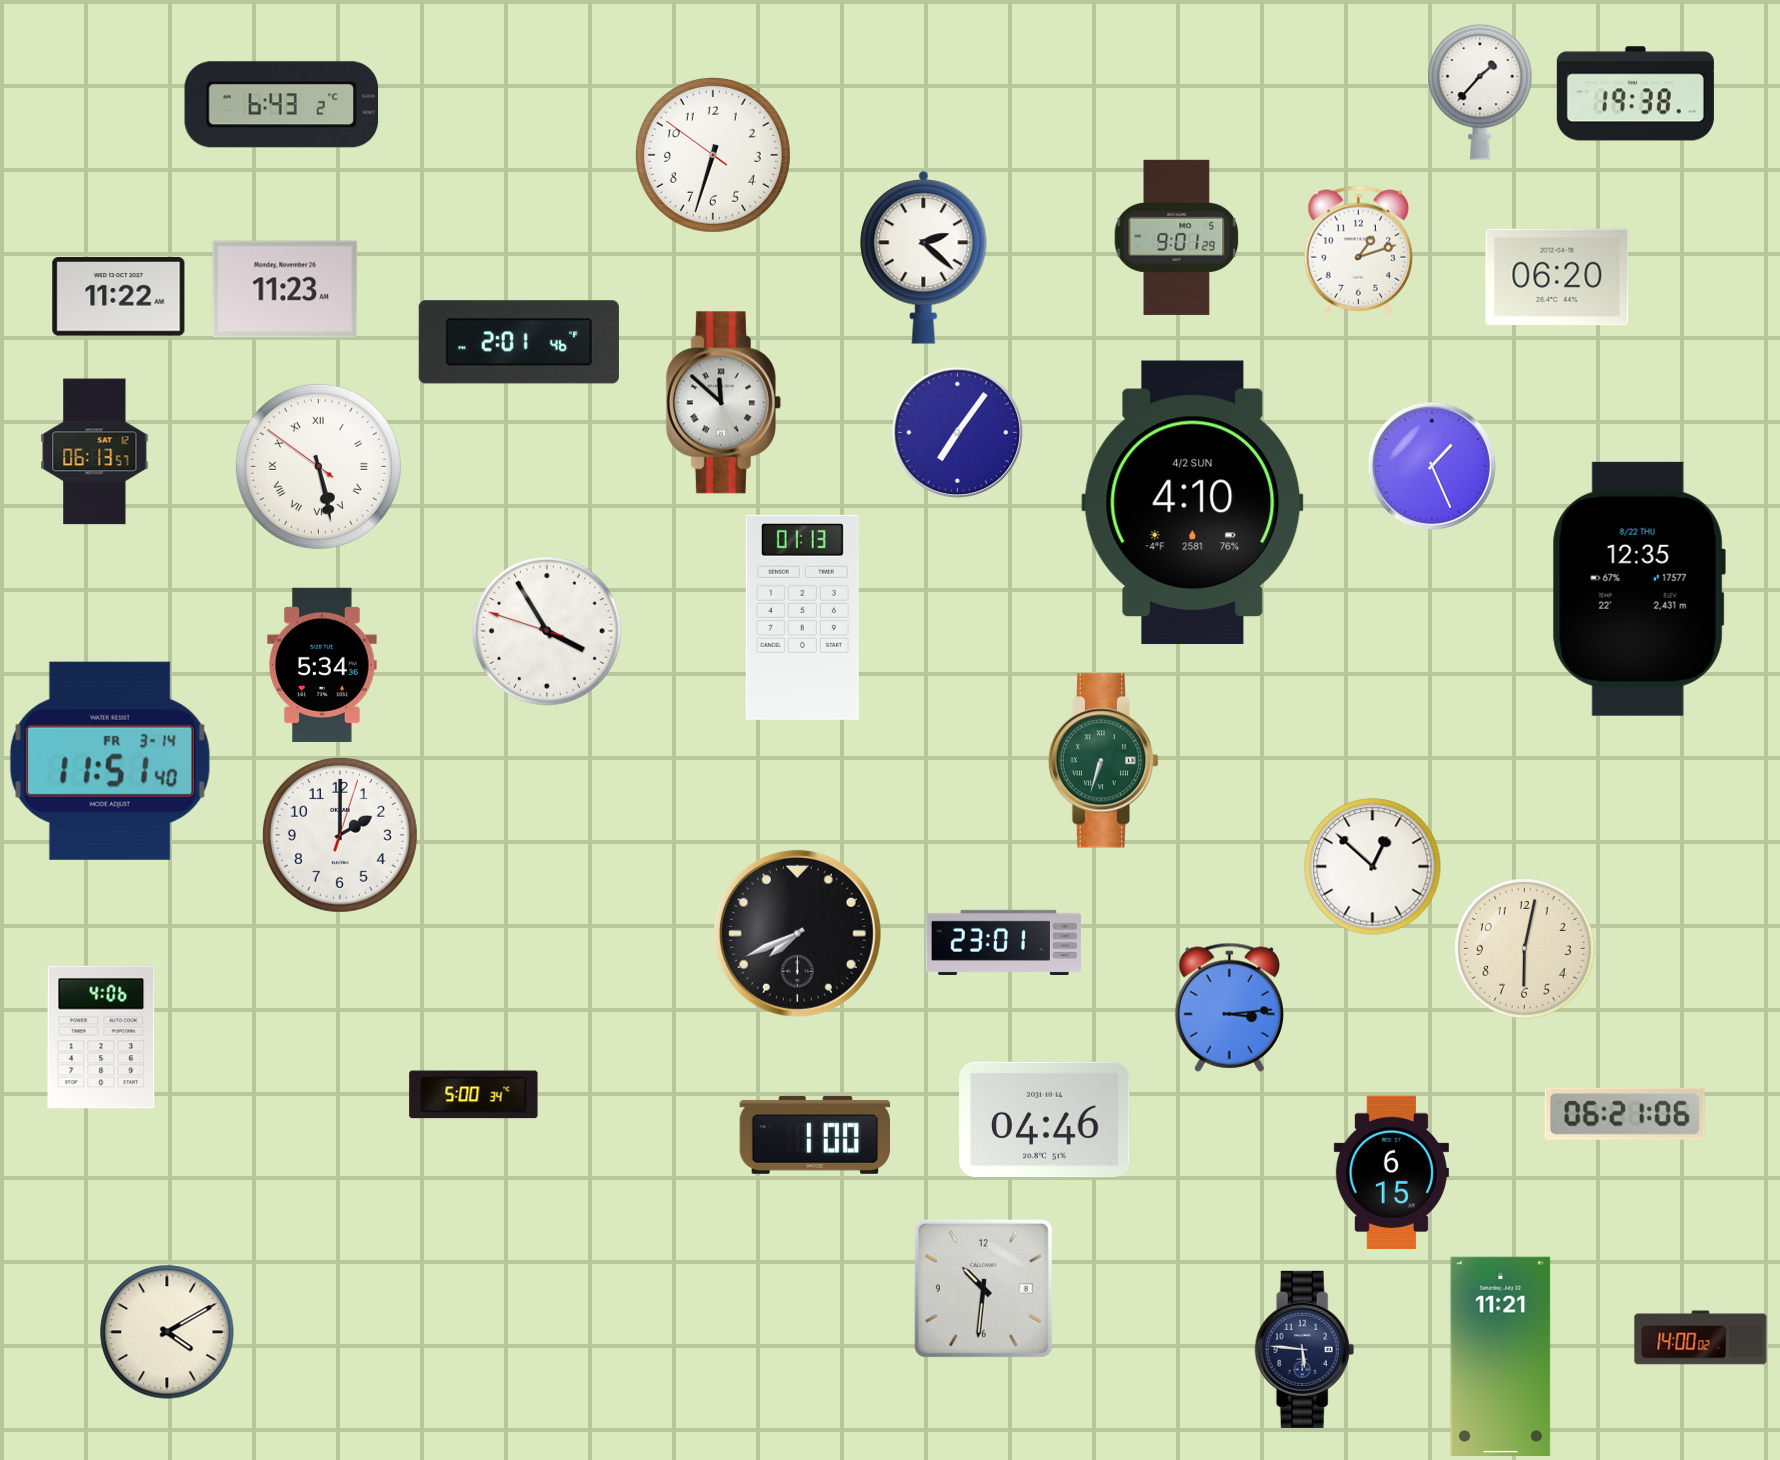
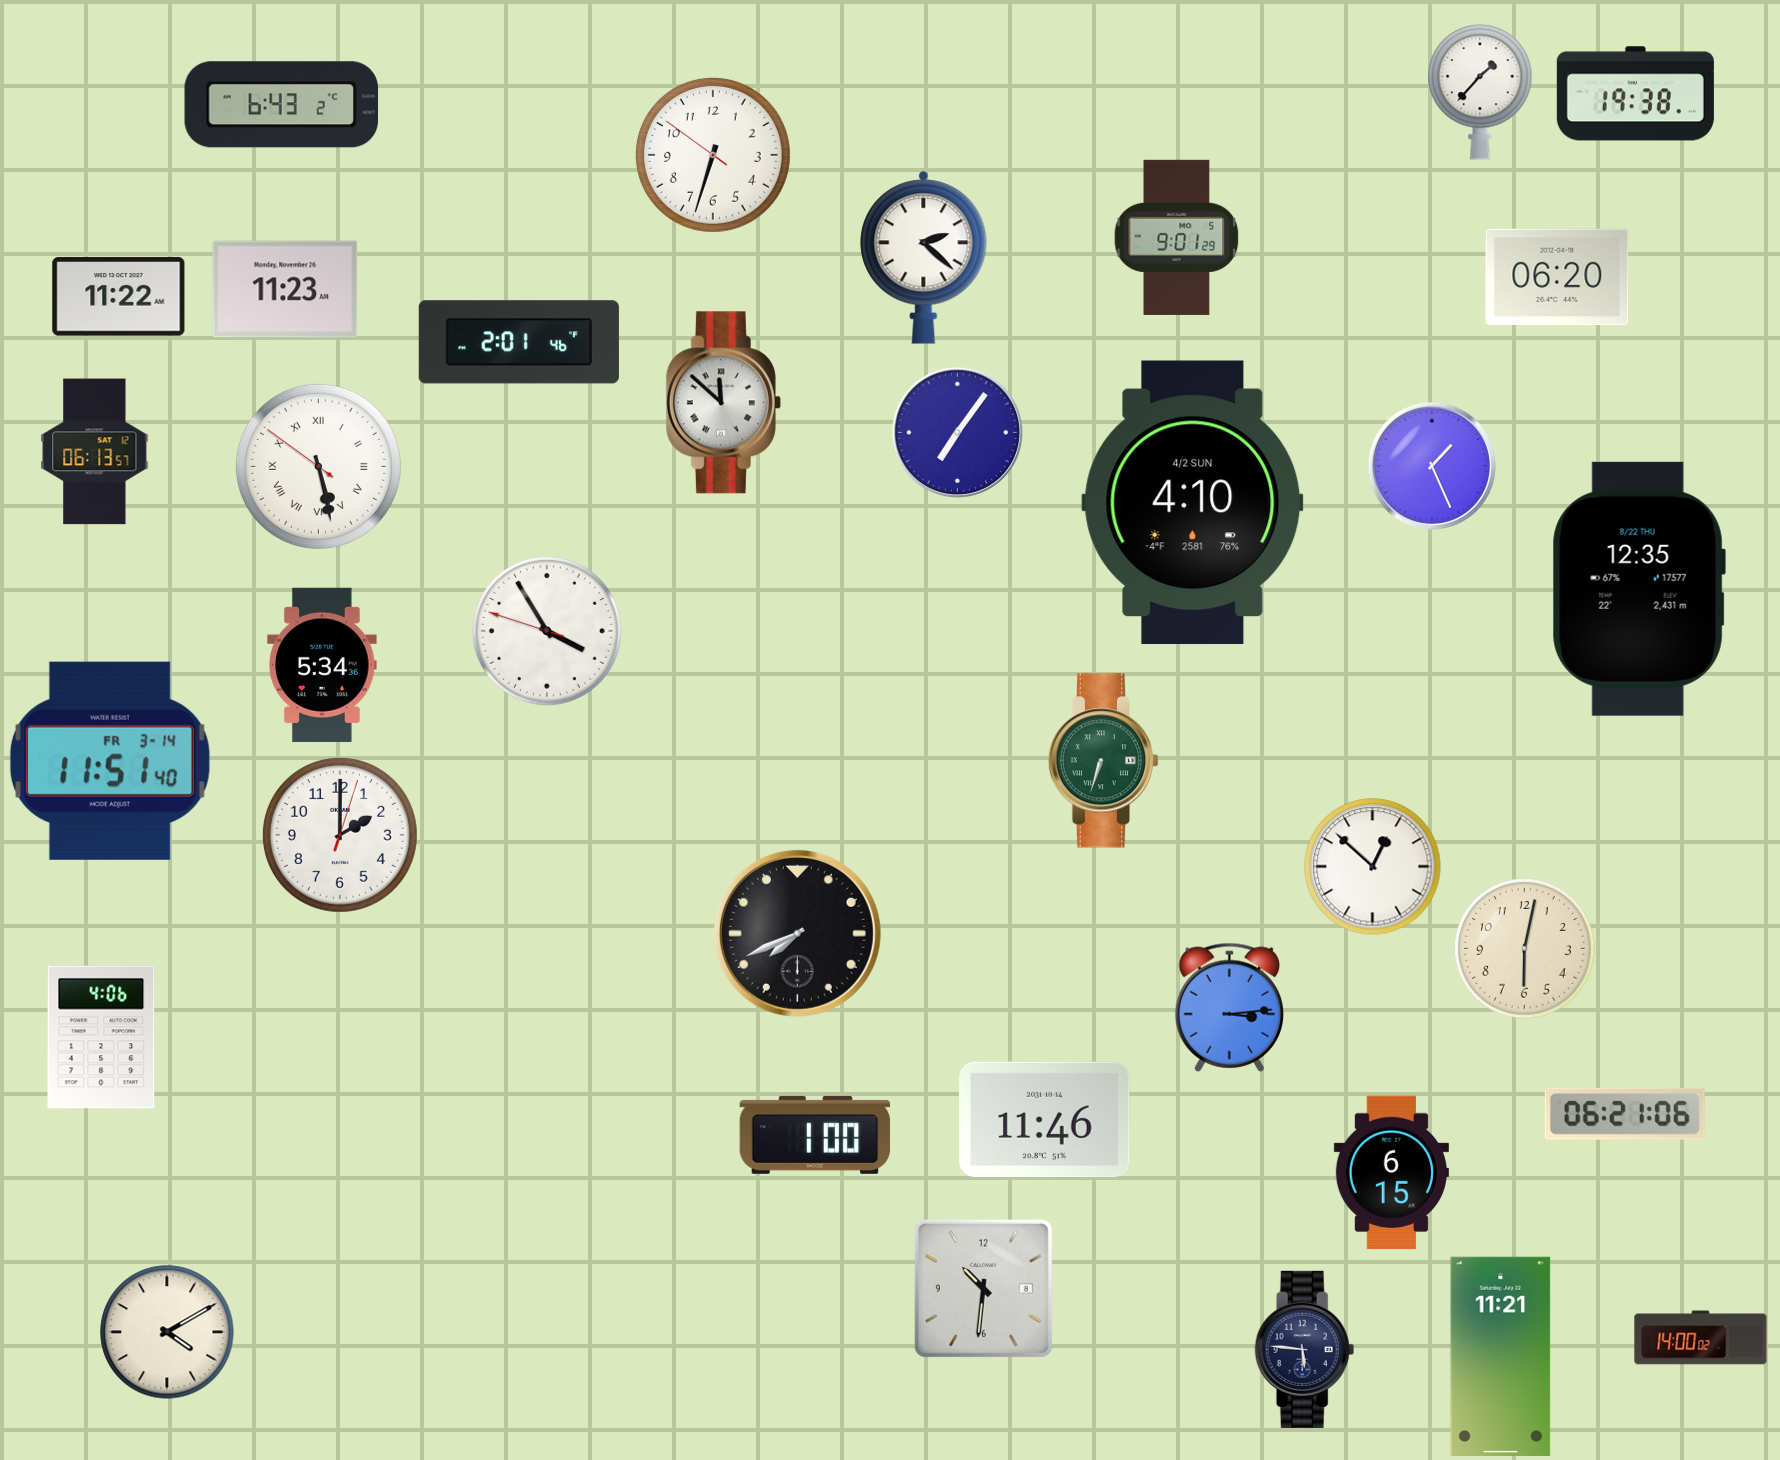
clock at (1358, 250): 1:12 -> none
clock at (802, 617): 01:13 -> none
clock at (1003, 942): 23:01 -> none
clock at (474, 1095): 5:00 -> none
clock at (1045, 1120): 04:46 -> 11:46
